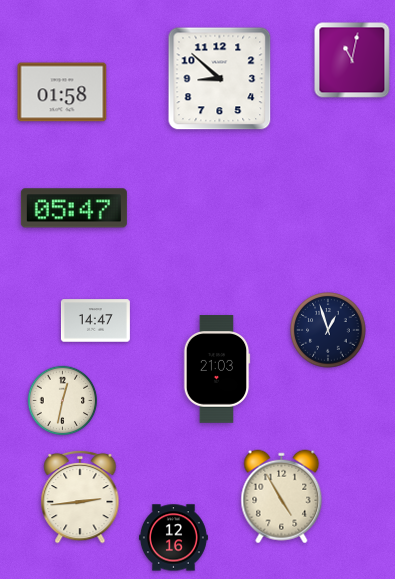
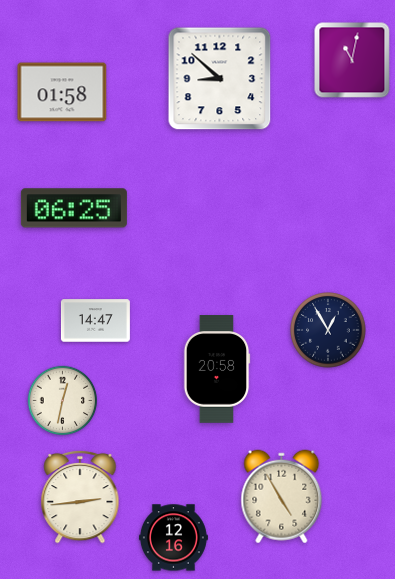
clock at (74, 208): 05:47 -> 06:25
clock at (328, 330): 12:57 -> 12:55
clock at (217, 369): 21:03 -> 20:58
